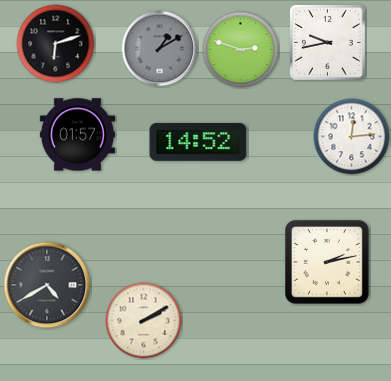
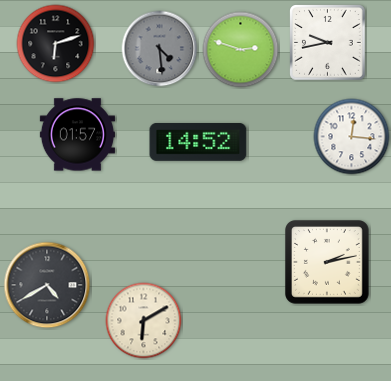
clock at (160, 49): 1:10 -> 4:29
clock at (352, 137): 12:14 -> 12:16
clock at (144, 321): 2:10 -> 6:10
